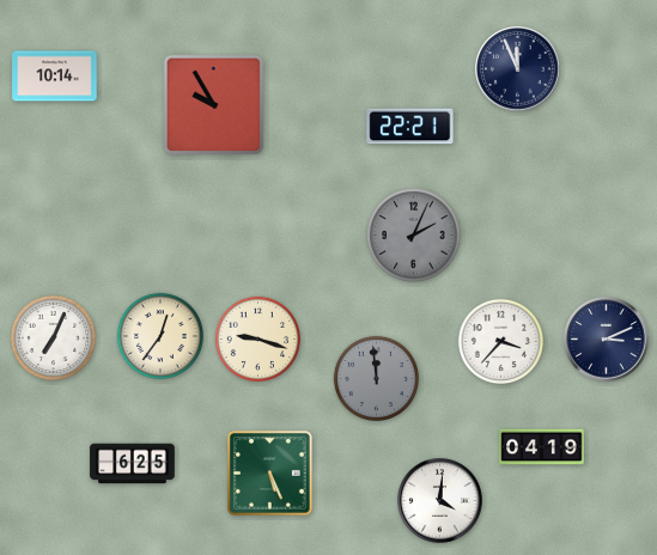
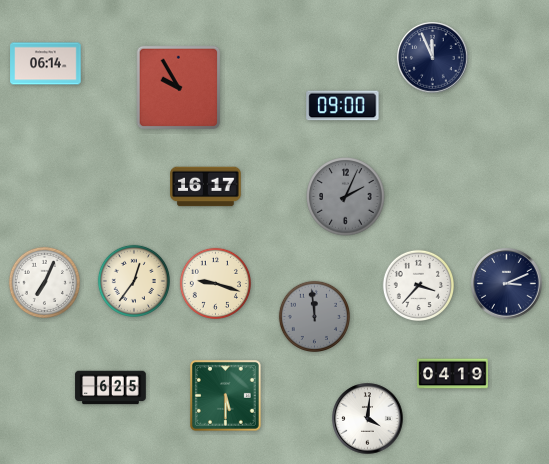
clock at (55, 77): 10:14 -> 06:14
clock at (410, 127): 22:21 -> 09:00
clock at (206, 187): none -> 16:17
clock at (269, 472): 5:26 -> 5:30
